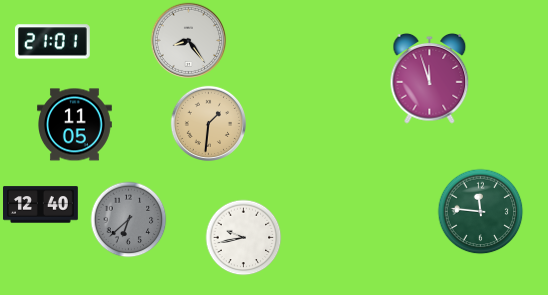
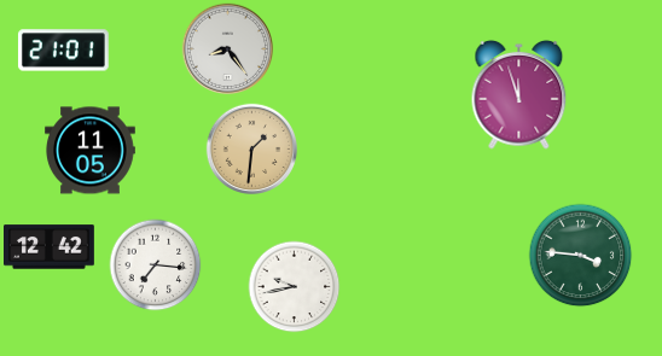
clock at (41, 205): 12:40 -> 12:42
clock at (481, 212): 11:46 -> 3:46
clock at (129, 220): 6:38 -> 7:16
clock at (129, 220) dial: grey -> white
